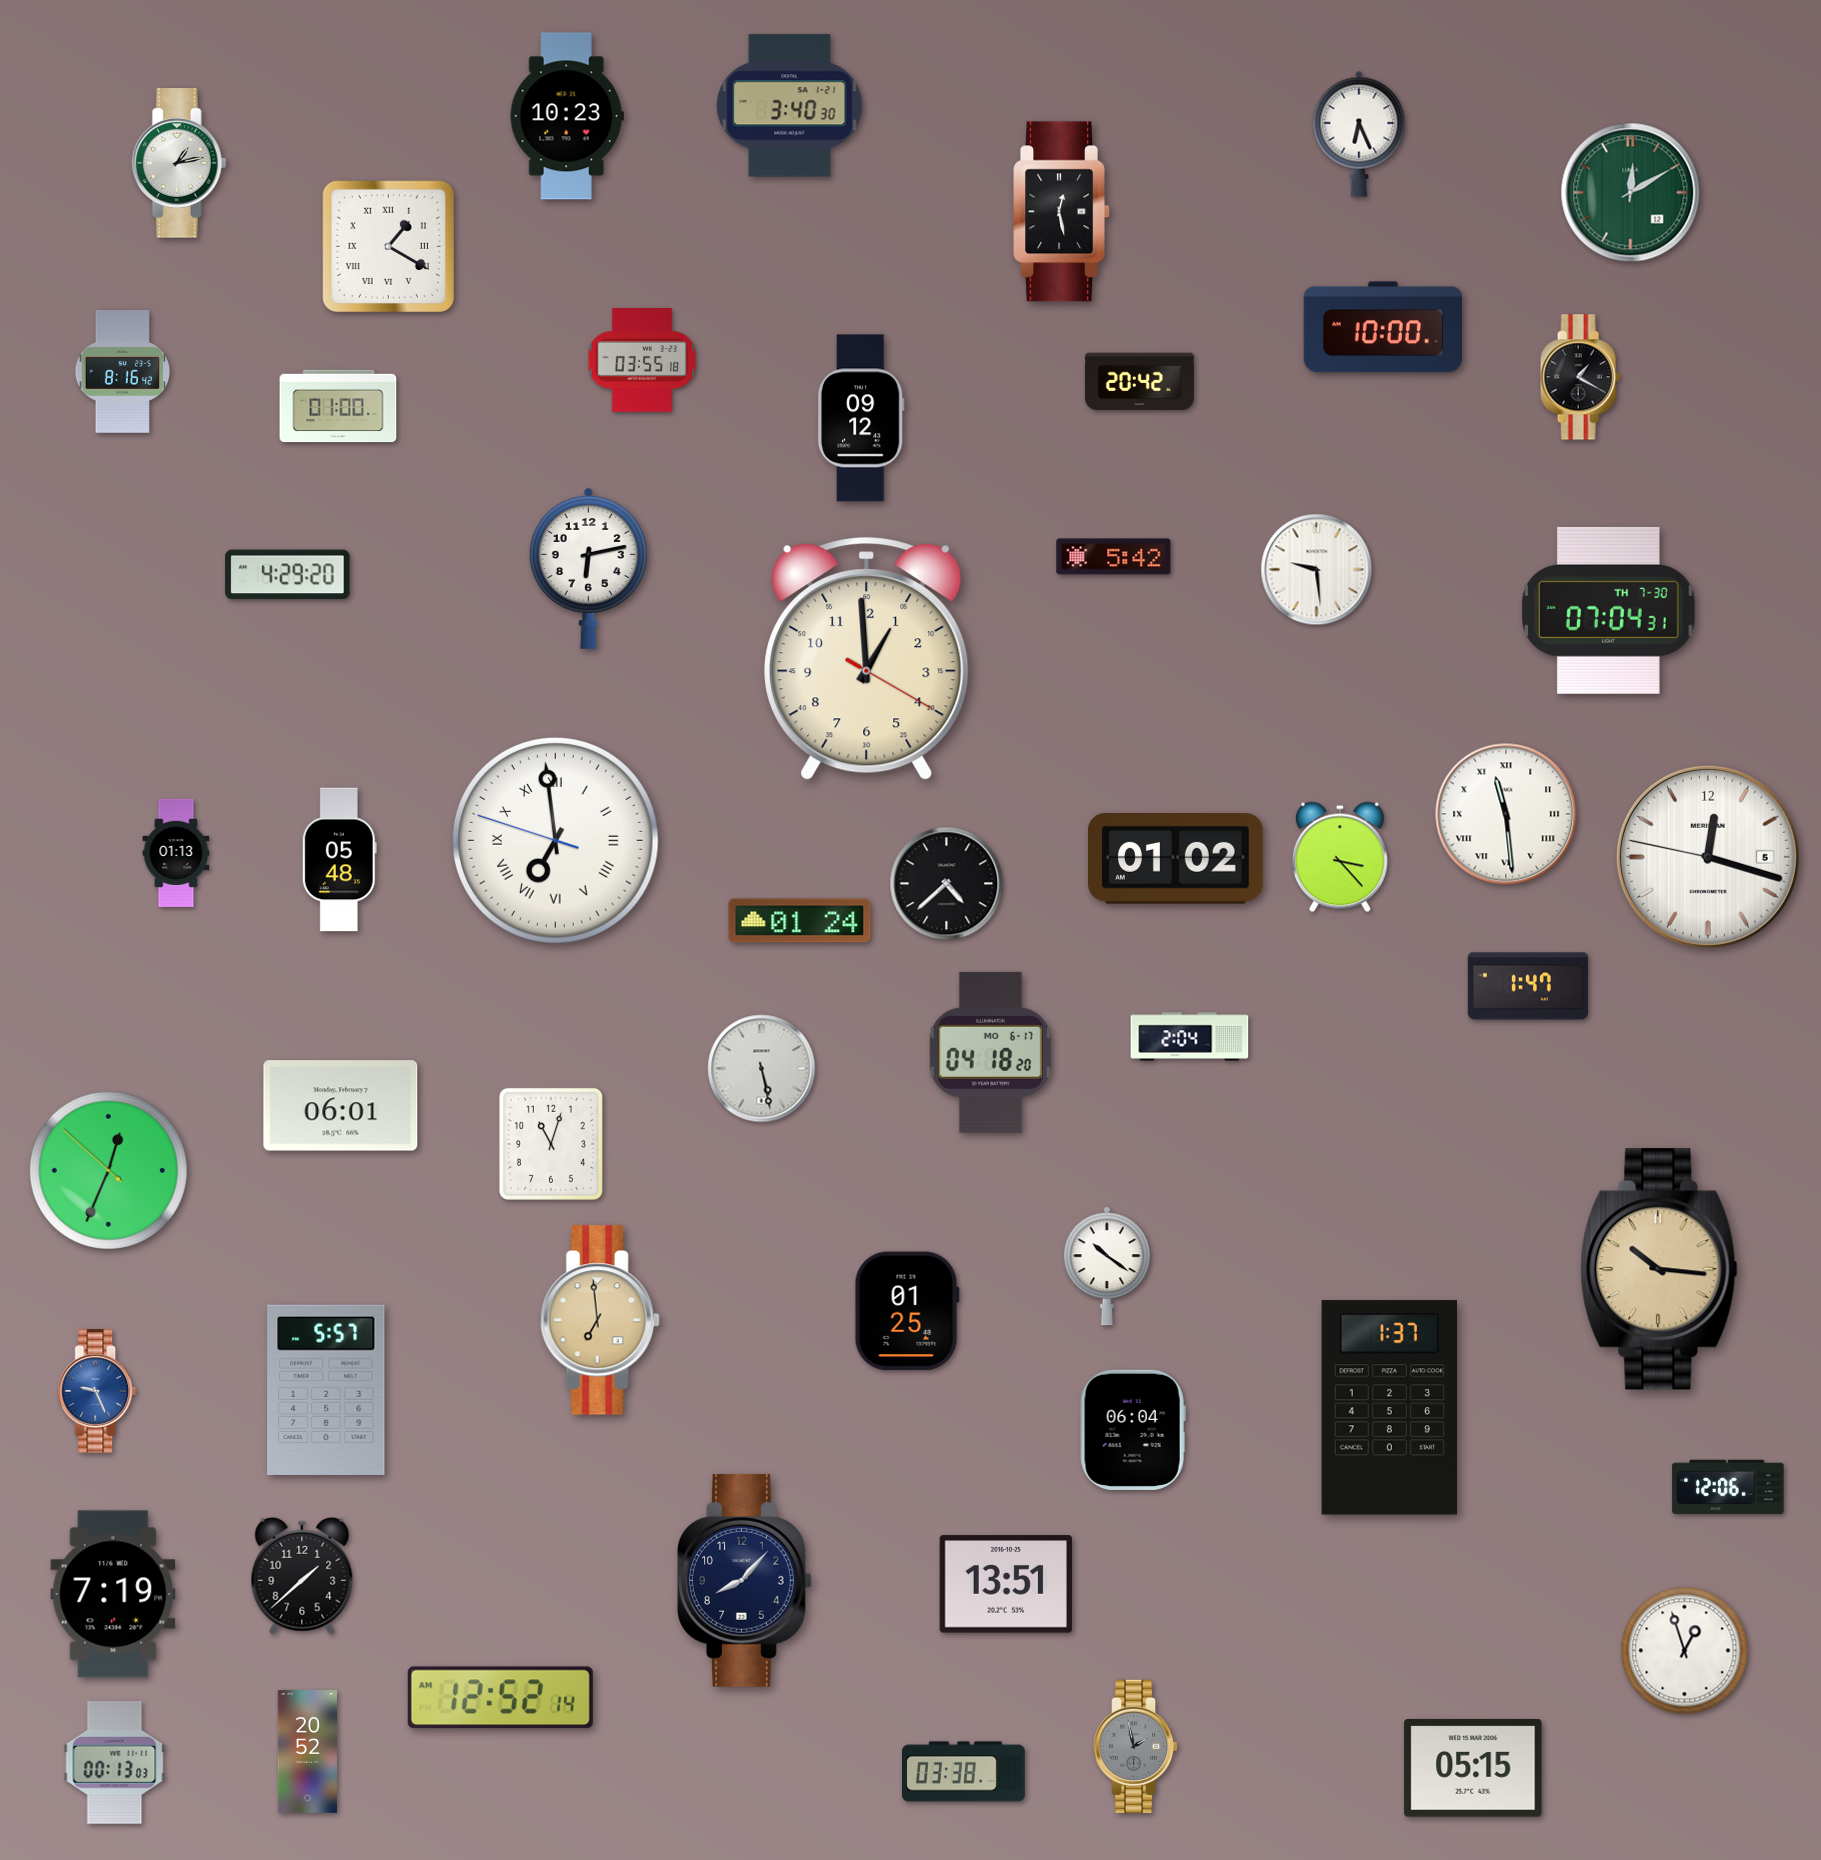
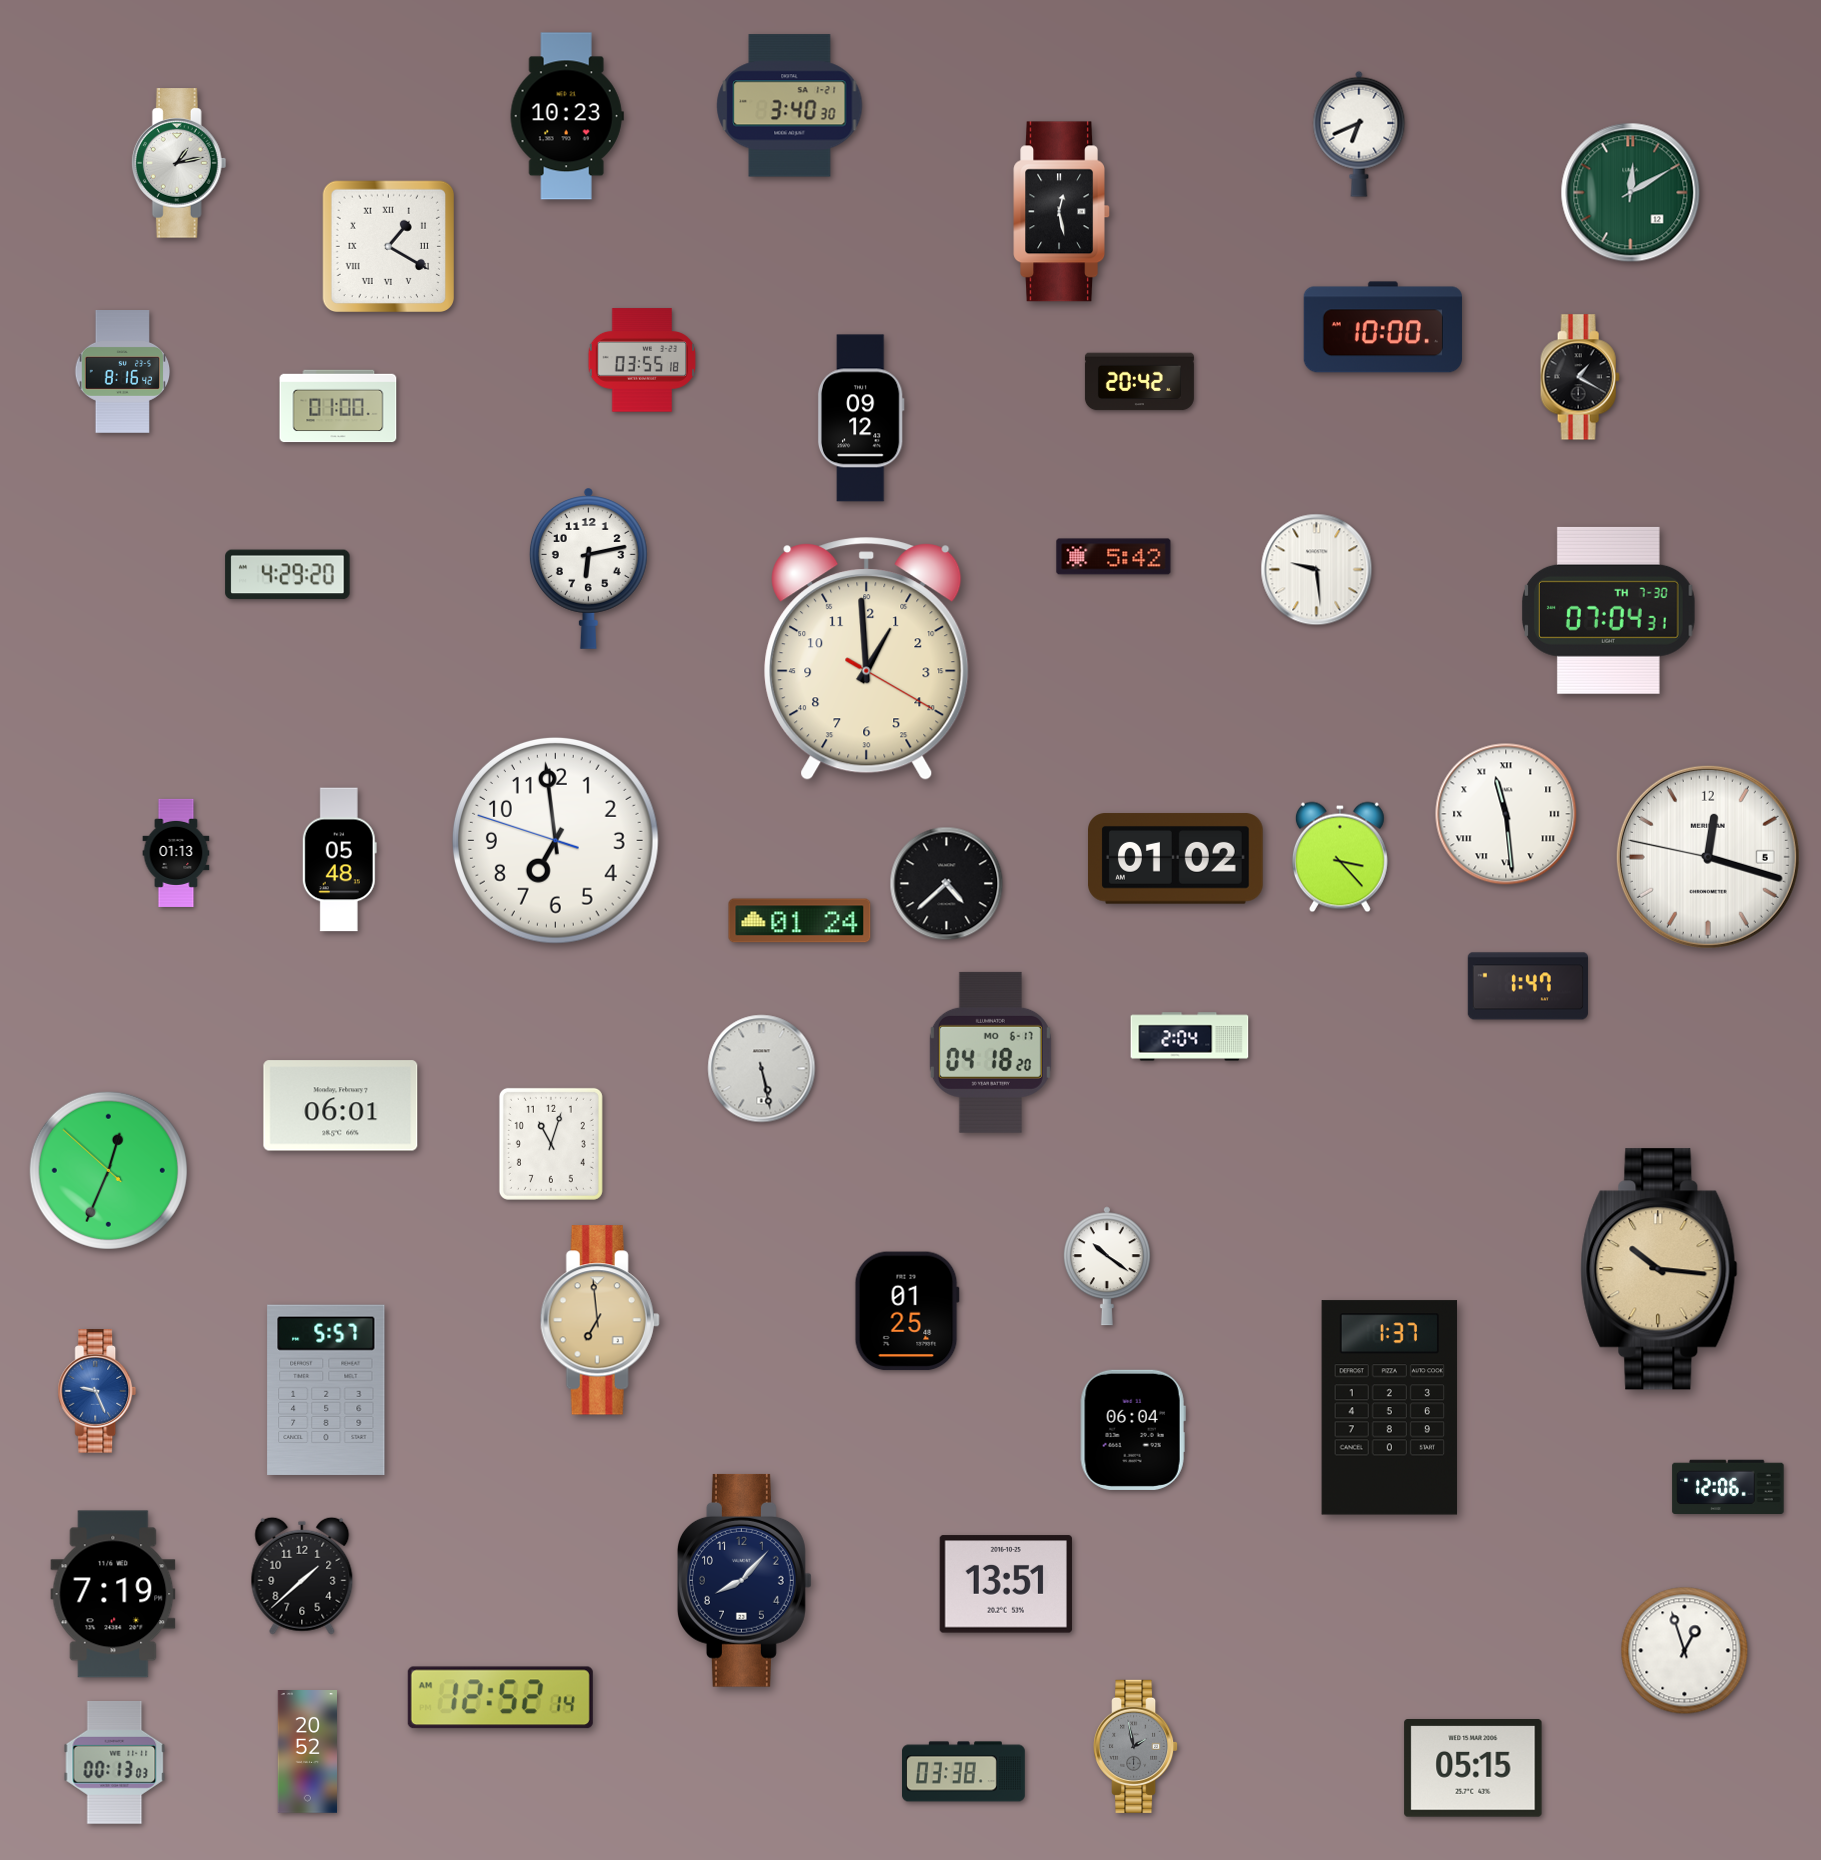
clock at (1359, 134): 6:26 -> 6:41
clock at (555, 840) numerals: Roman -> Arabic
